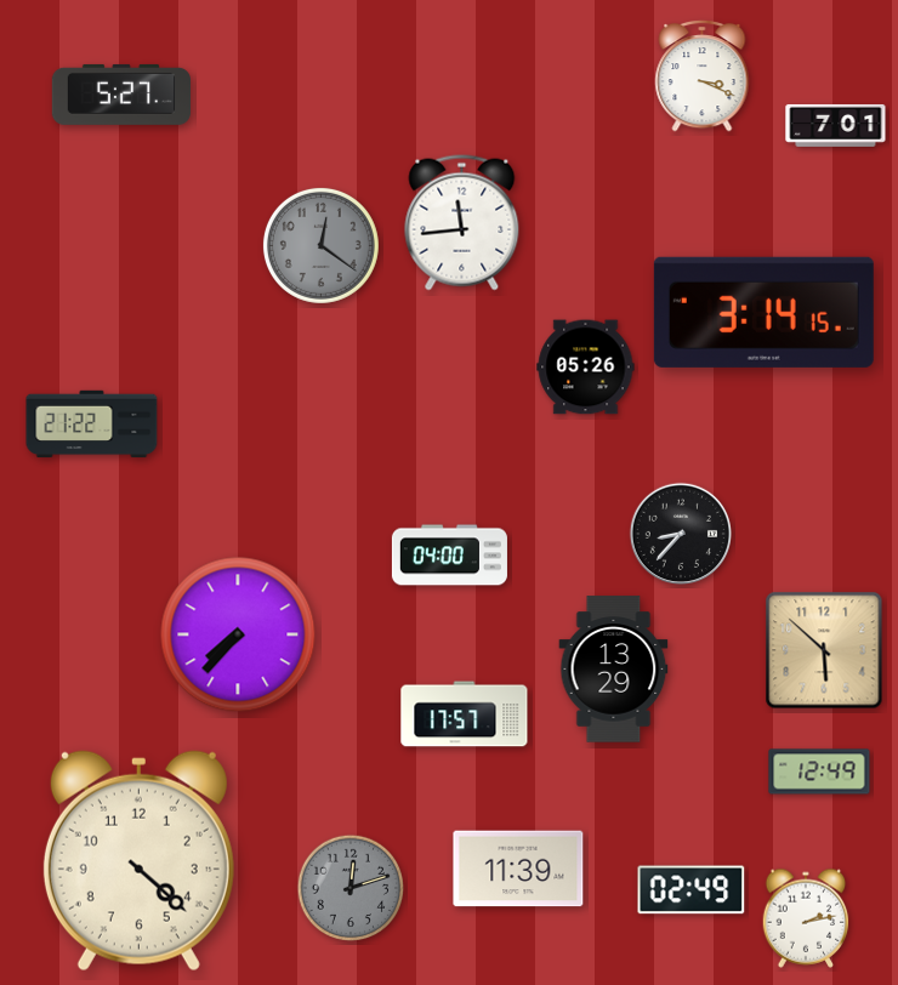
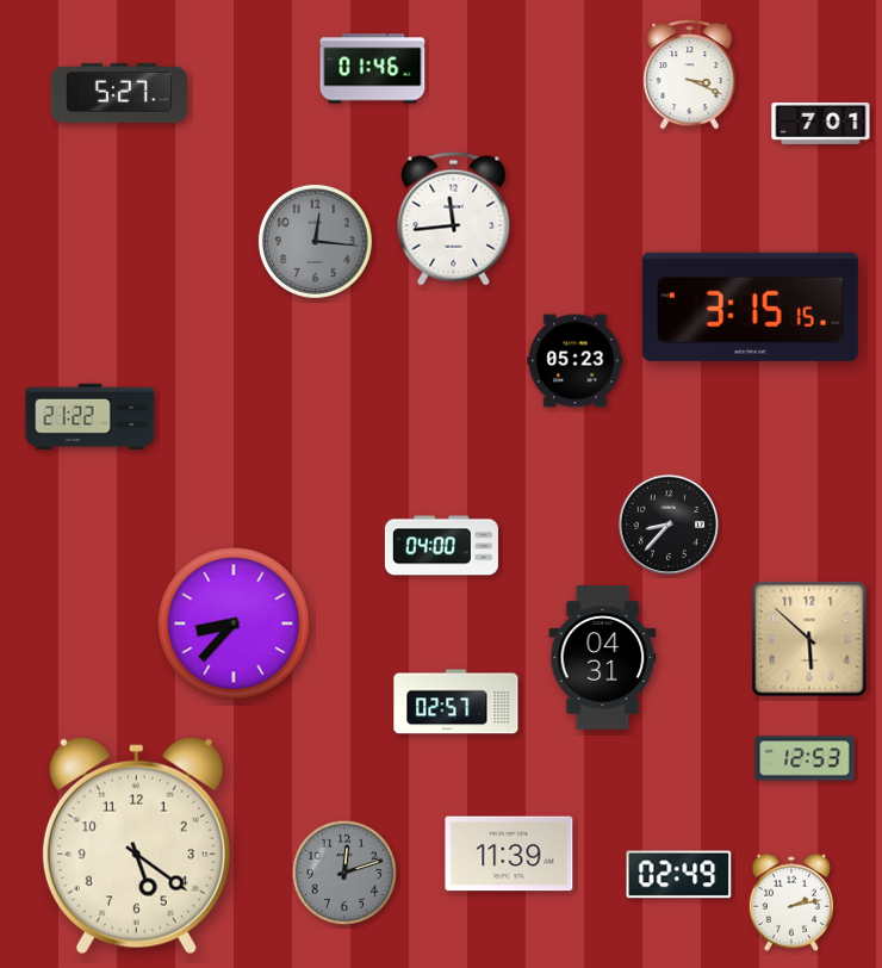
clock at (373, 69): none -> 01:46
clock at (320, 245): 12:21 -> 12:16
clock at (763, 312): 3:14 -> 3:15
clock at (586, 368): 05:26 -> 05:23
clock at (238, 634): 7:37 -> 8:37
clock at (614, 670): 13:29 -> 04:31
clock at (465, 714): 17:57 -> 02:57
clock at (819, 772): 12:49 -> 12:53
clock at (138, 861): 4:22 -> 5:21
